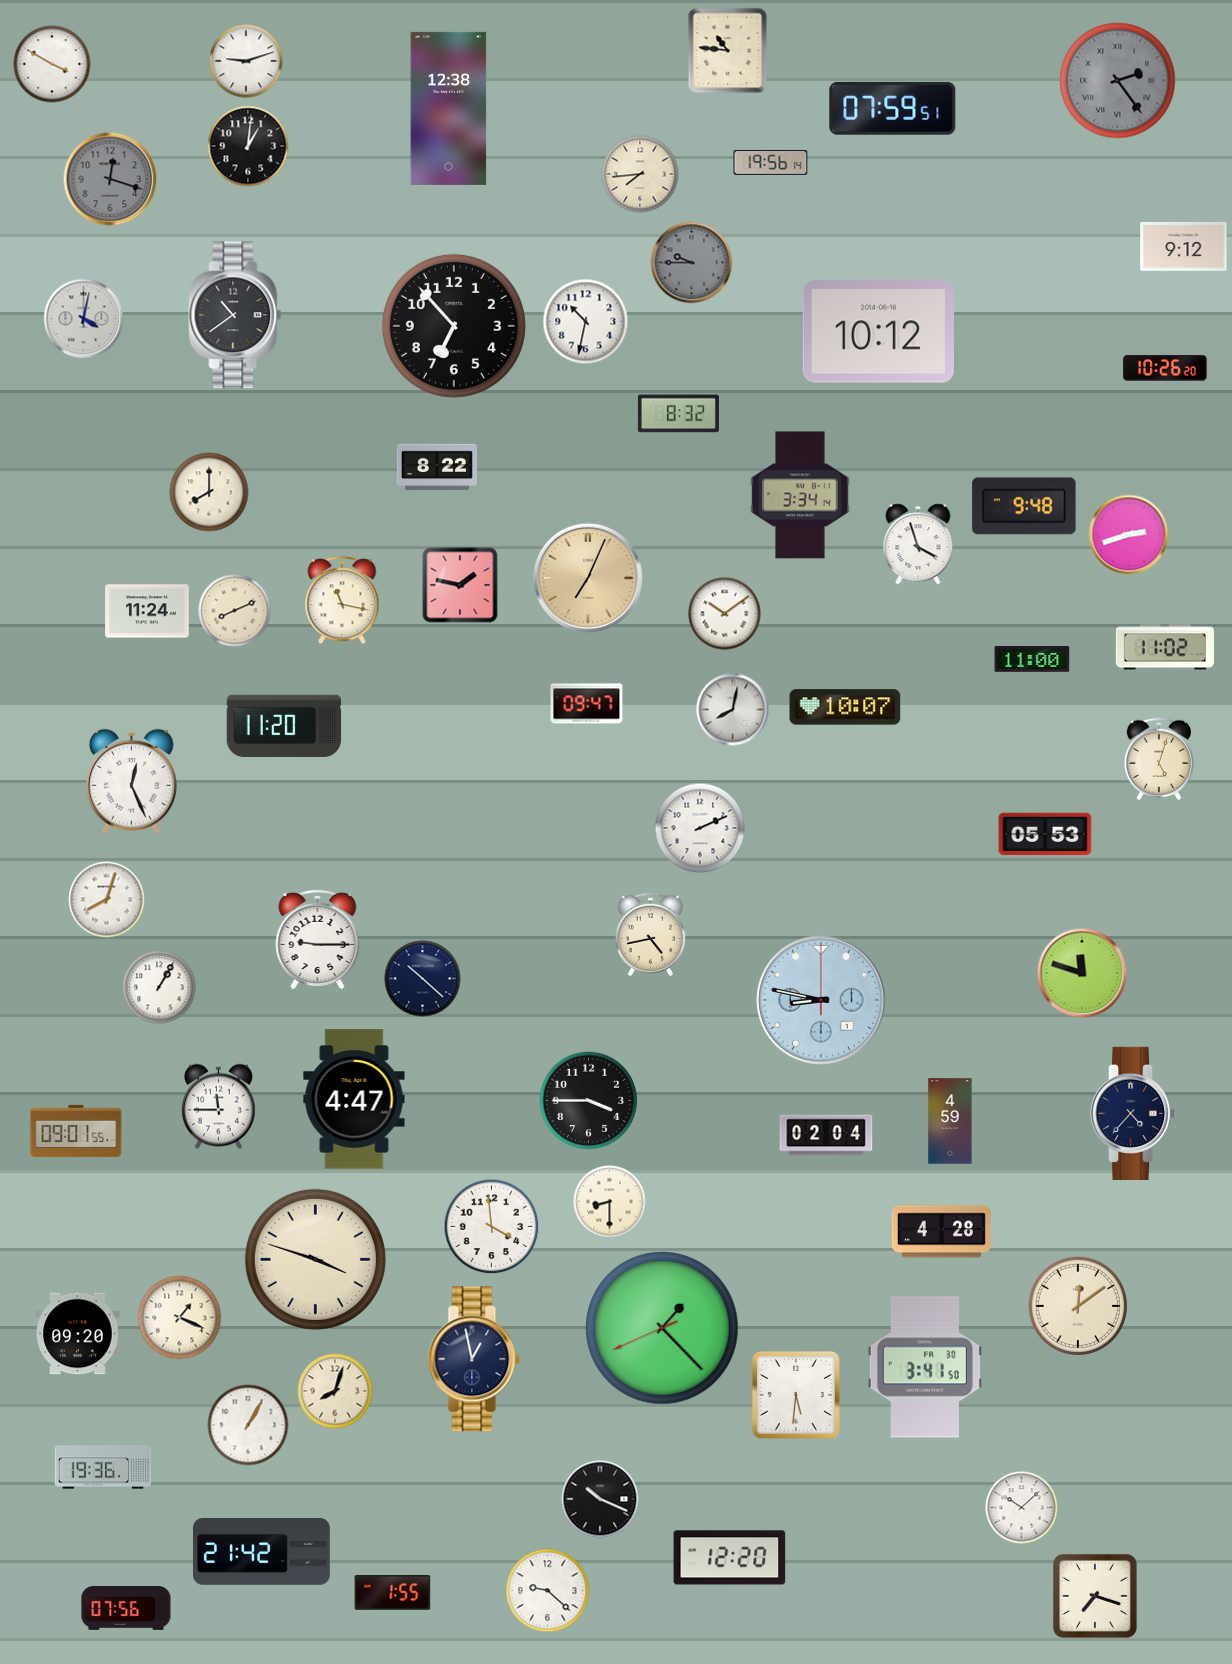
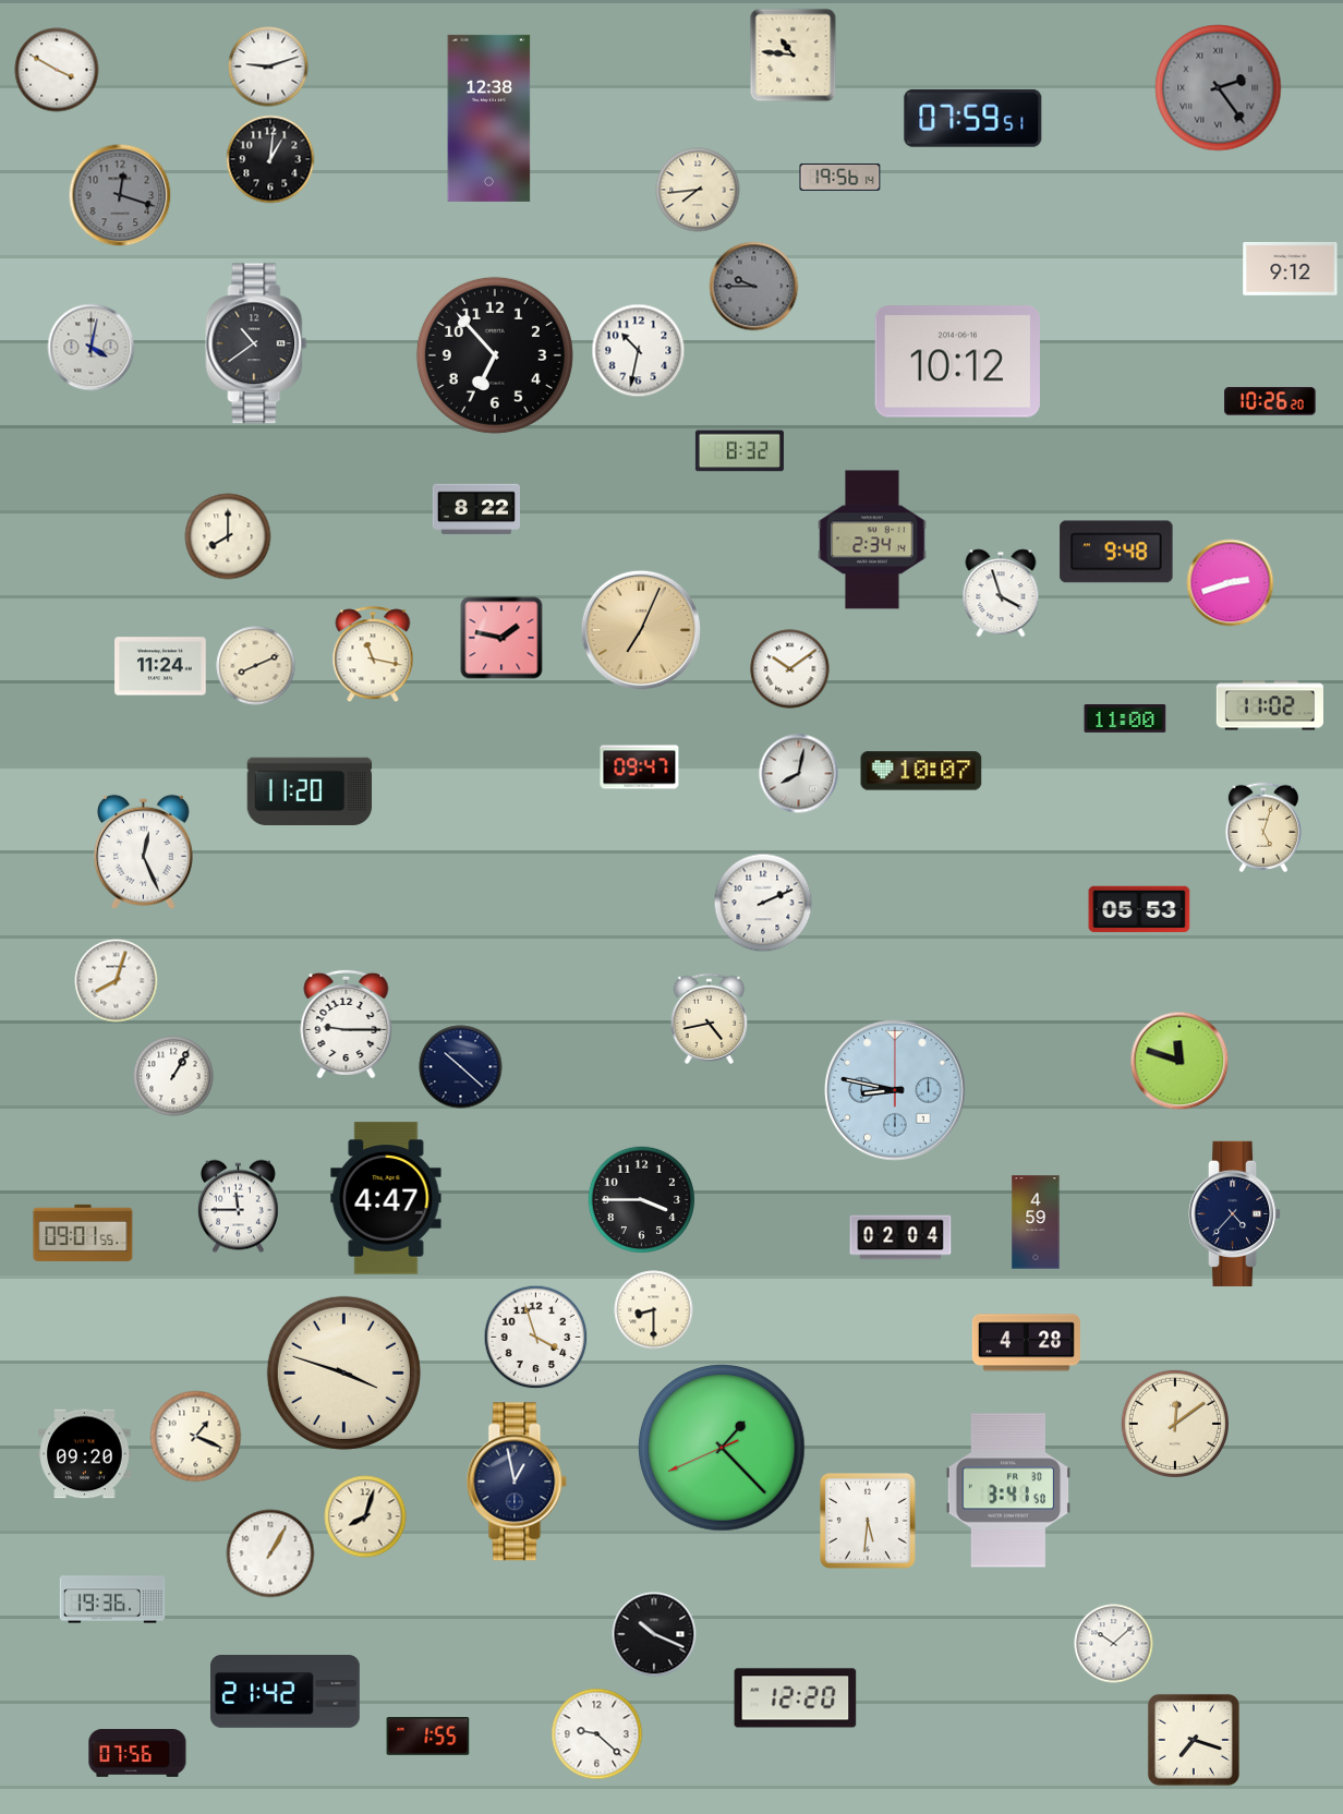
clock at (800, 495): 3:34 -> 2:34
clock at (610, 1202) position: (610, 1202) -> (654, 1310)
clock at (492, 1227): 3:59 -> 3:57
